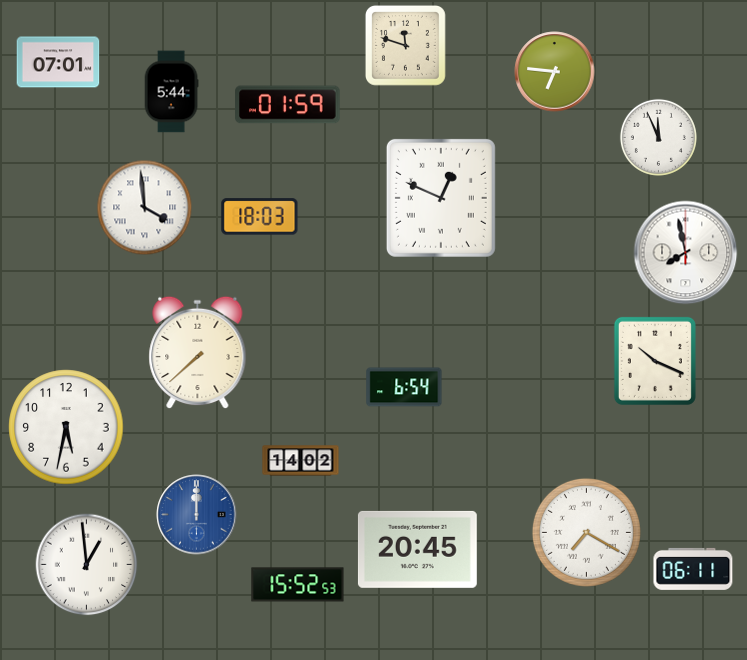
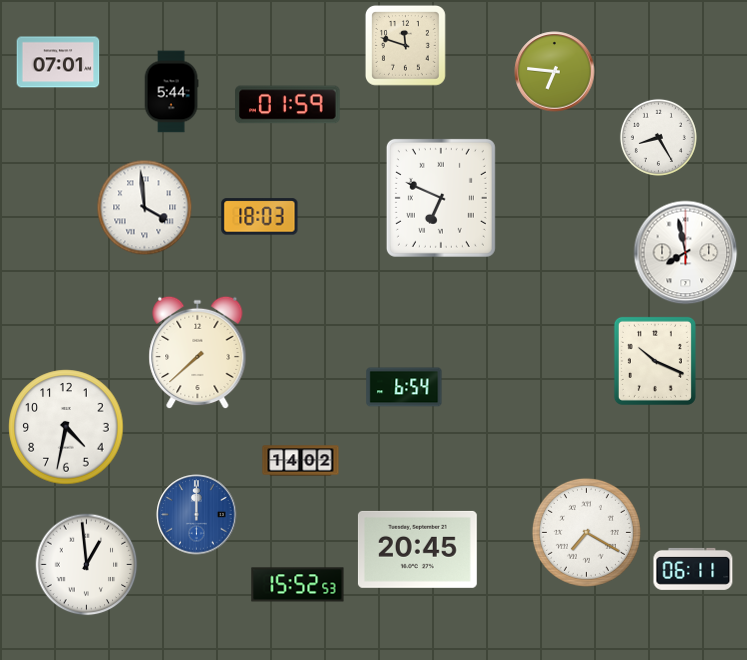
clock at (658, 137): 11:56 -> 8:25
clock at (441, 198): 12:49 -> 6:49
clock at (66, 427): 5:32 -> 4:32
